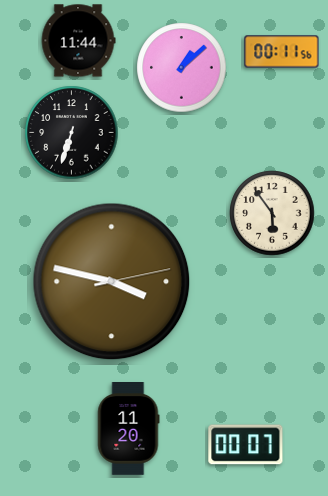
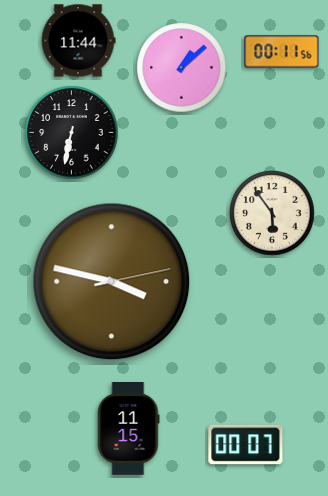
clock at (72, 133): 6:33 -> 6:32
clock at (129, 429): 11:20 -> 11:15
